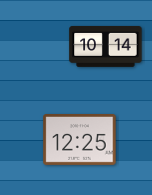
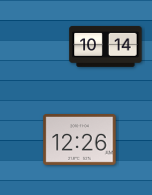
clock at (80, 140): 12:25 -> 12:26
